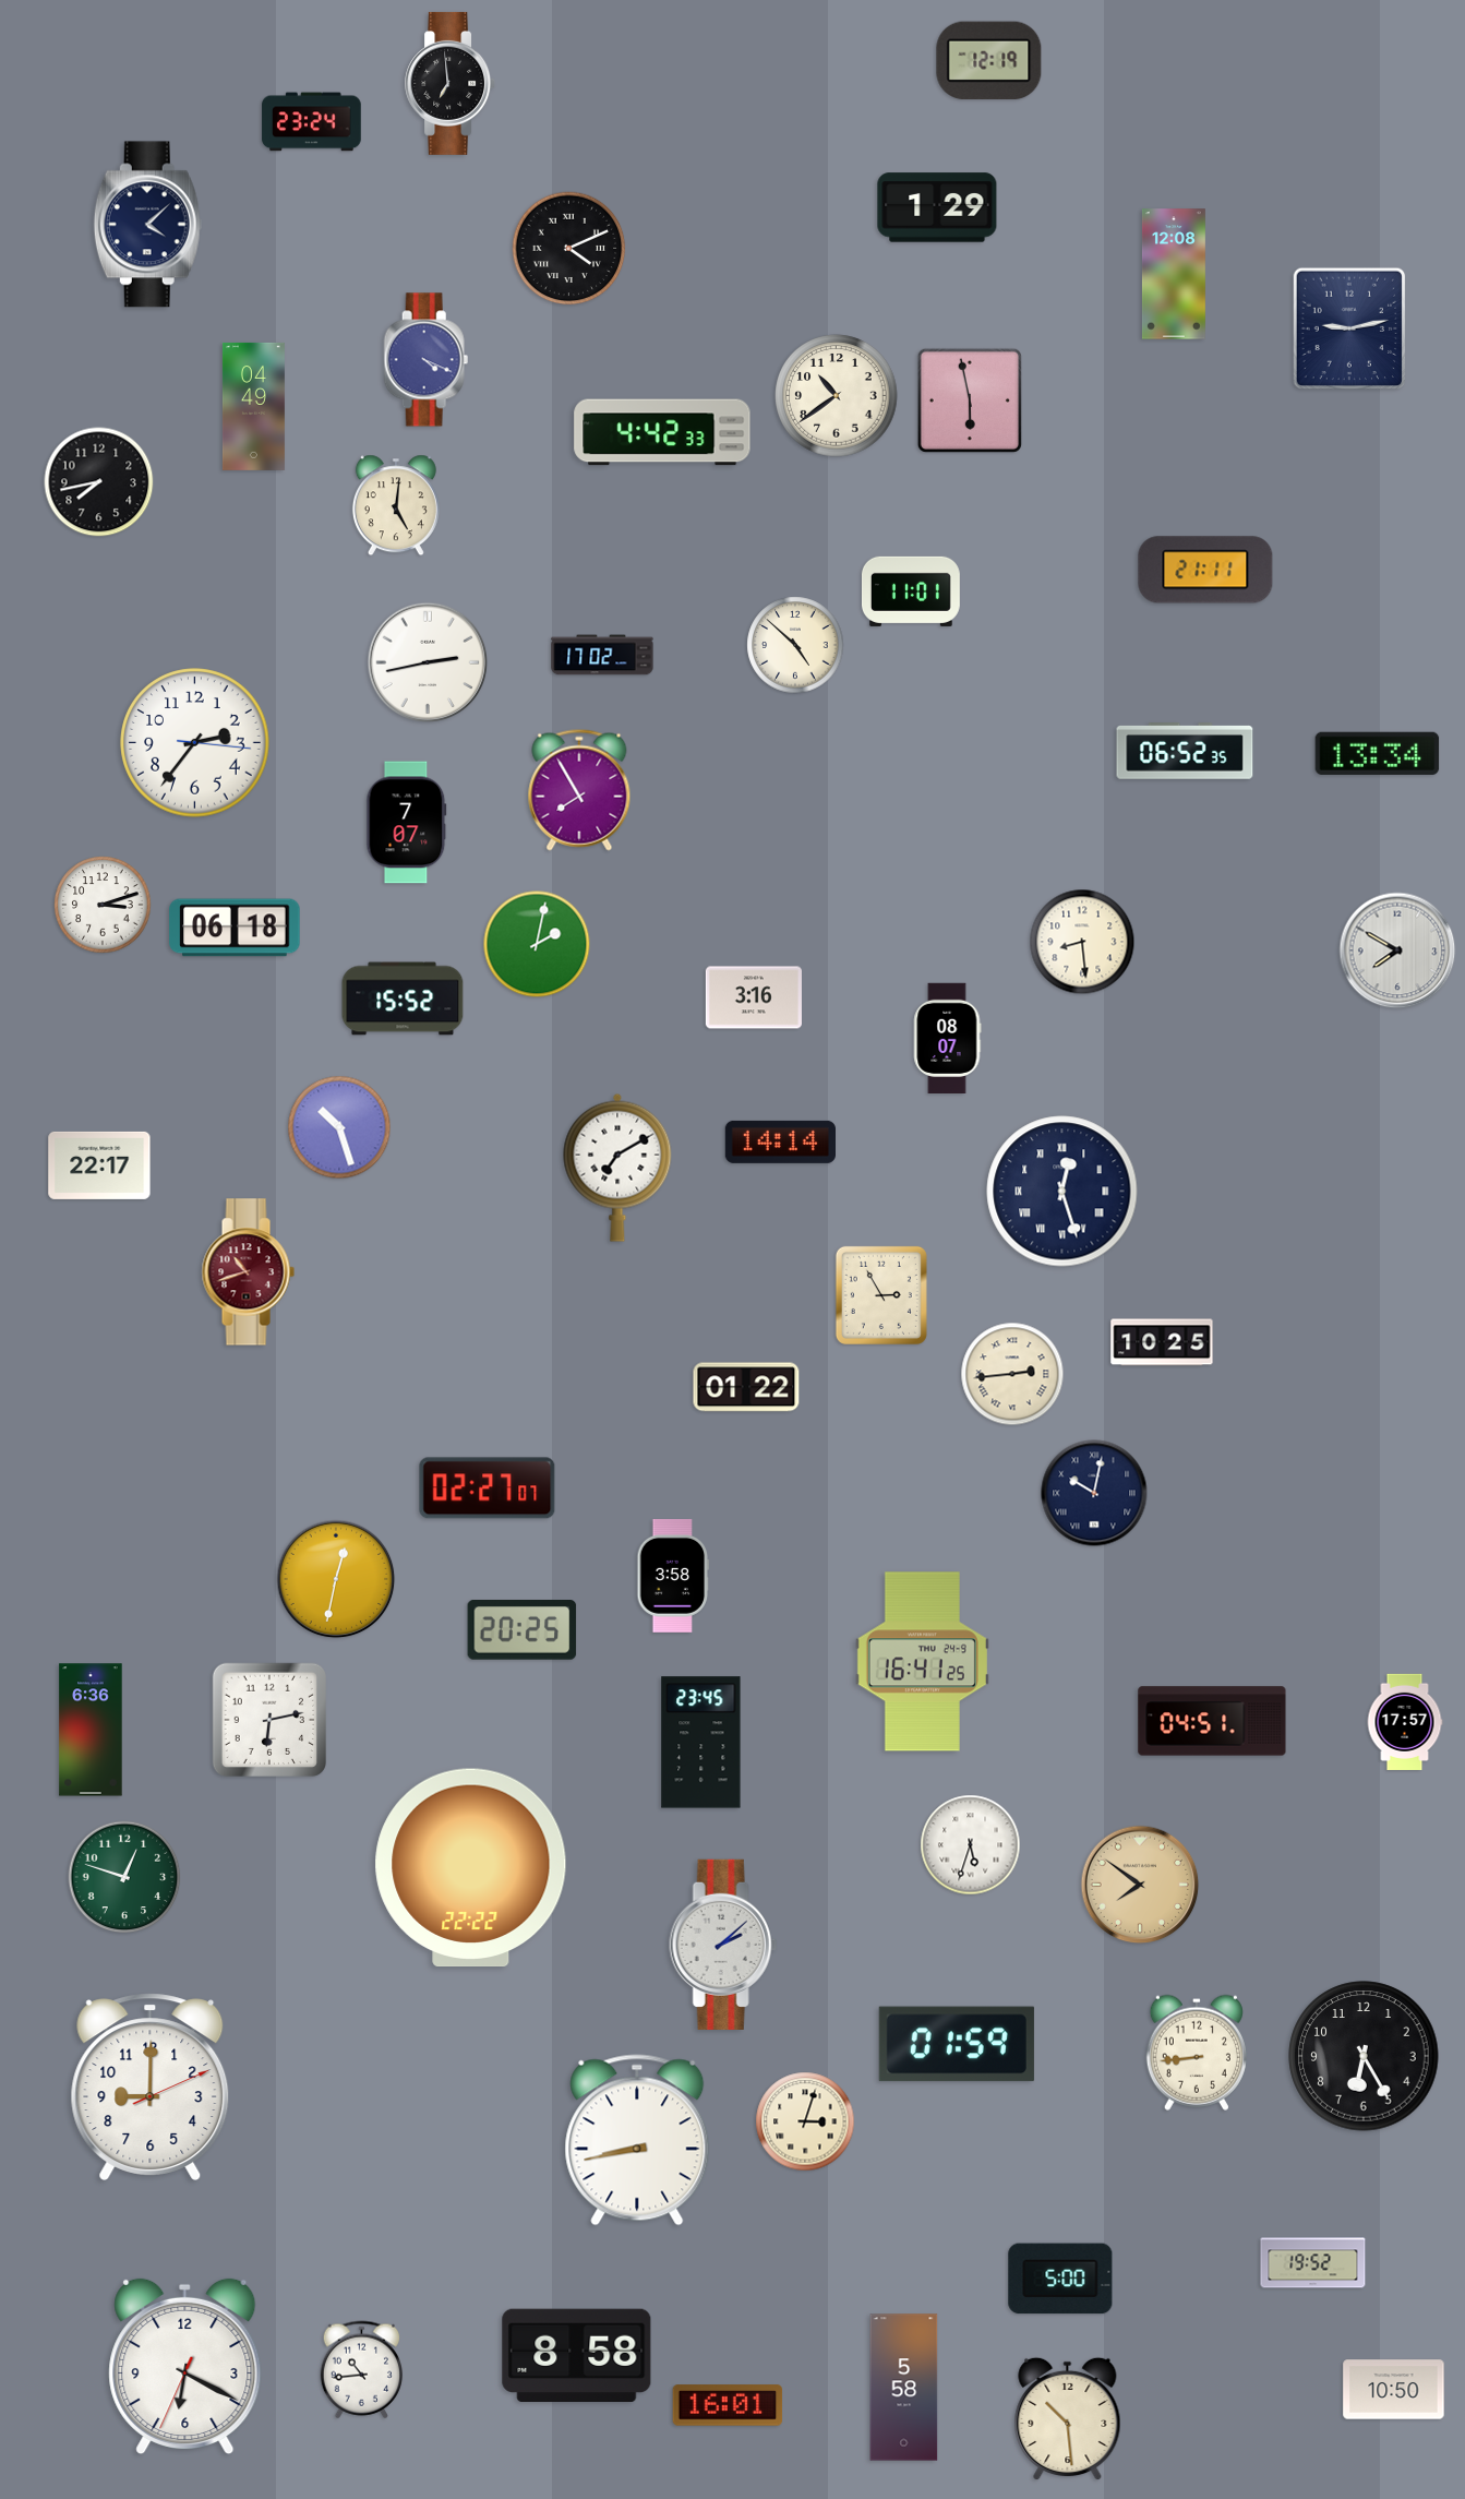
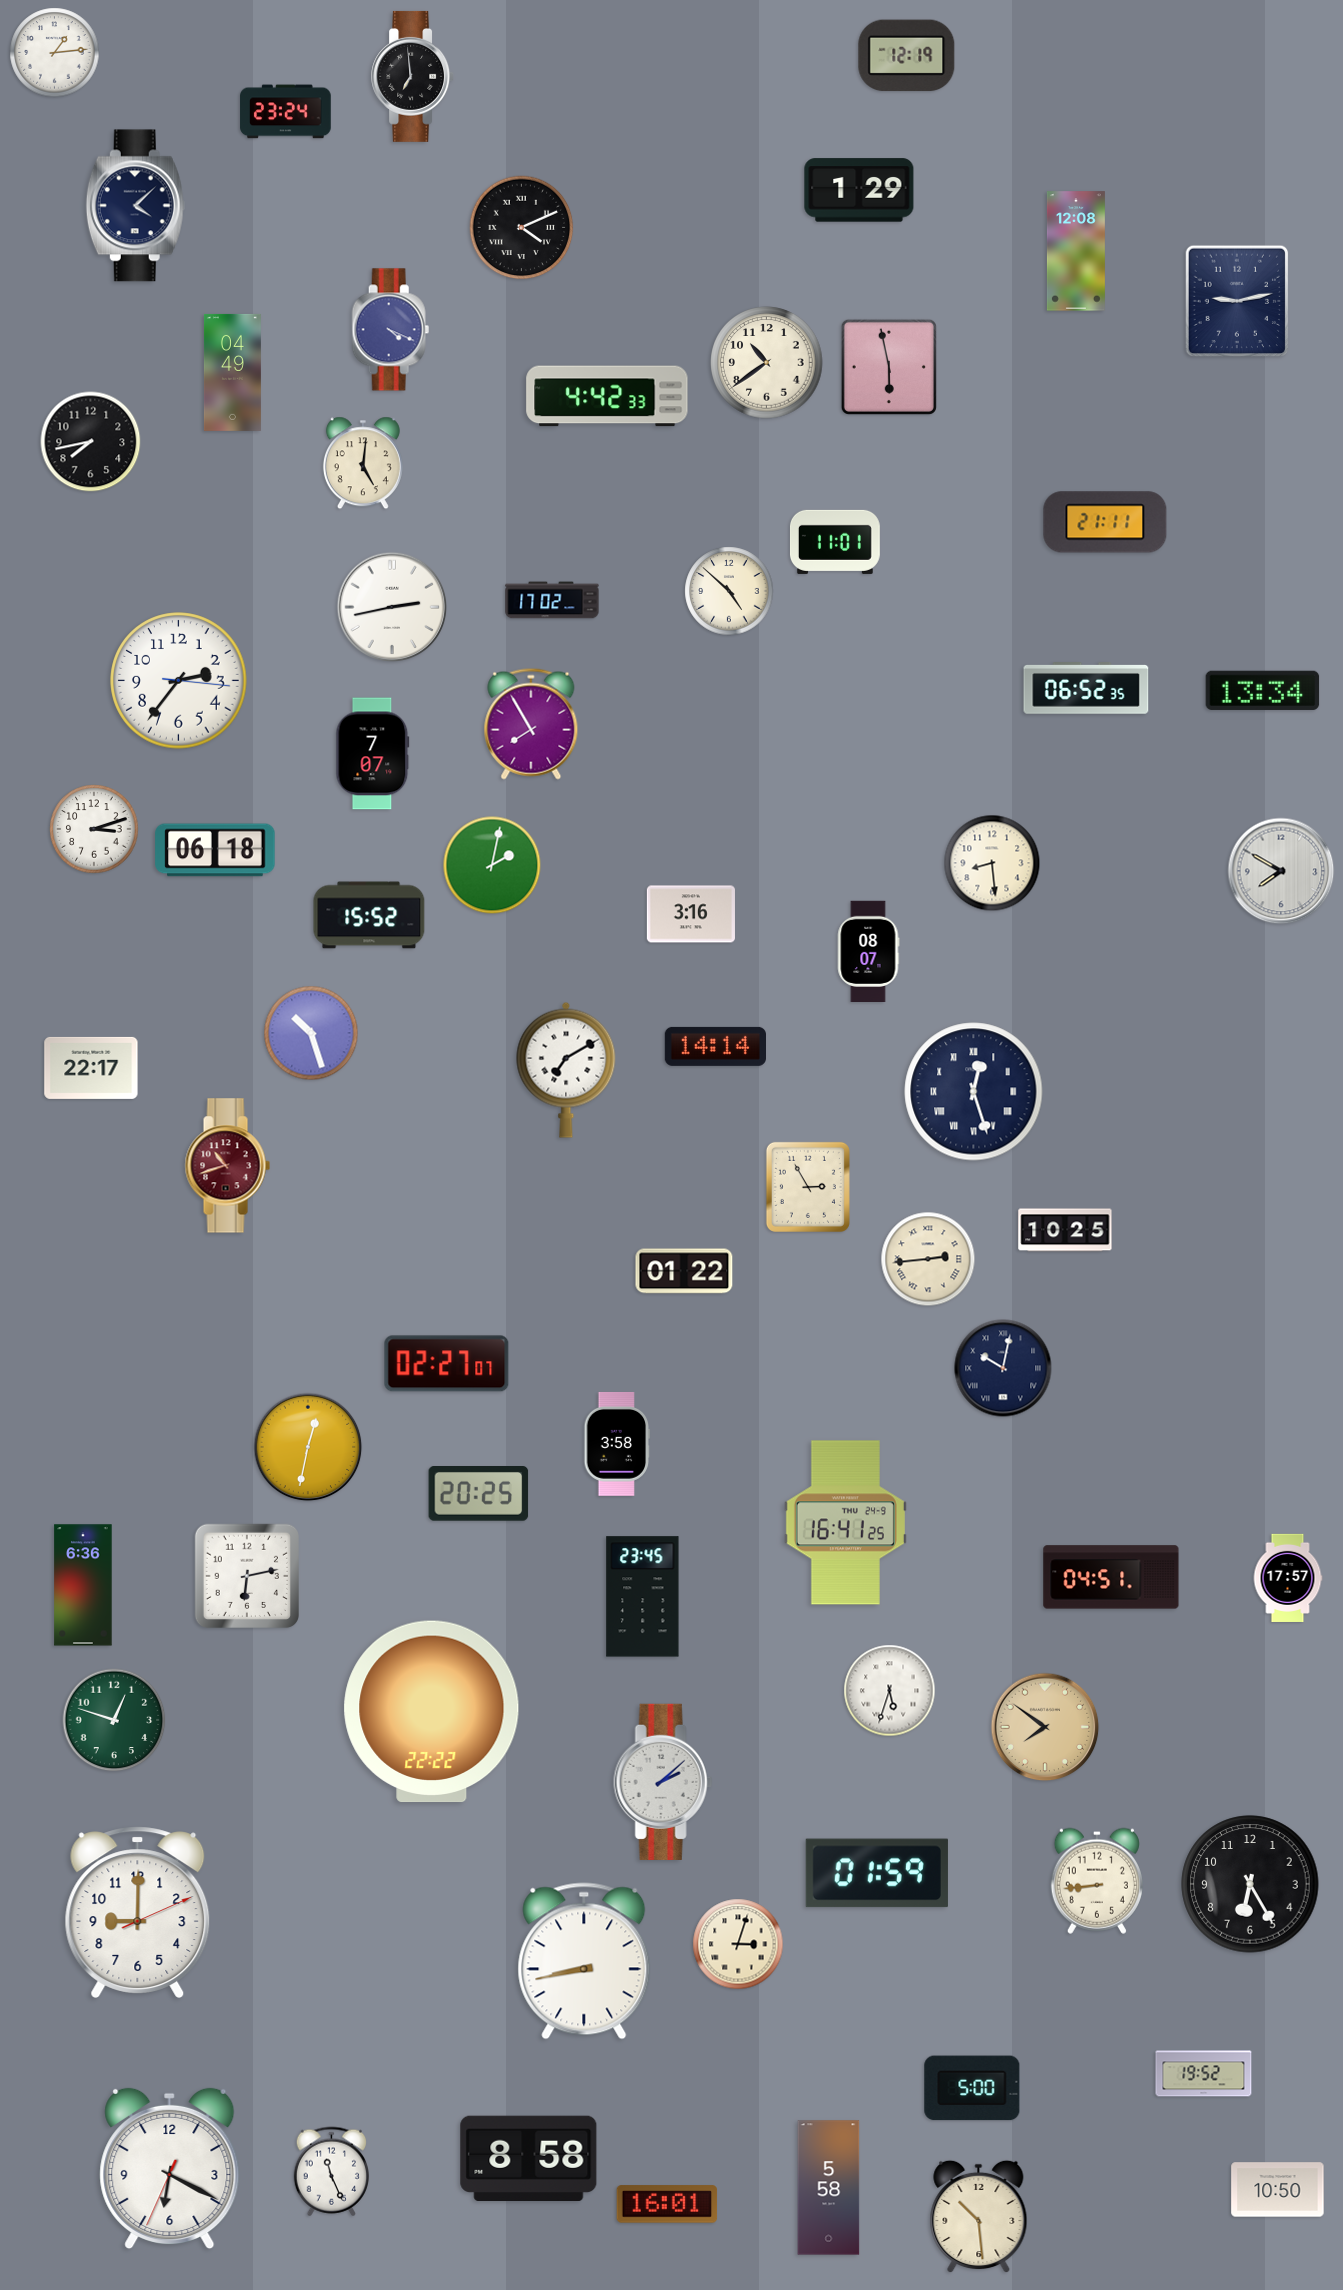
clock at (55, 53): none -> 1:14
clock at (361, 2370): 10:44 -> 11:26
